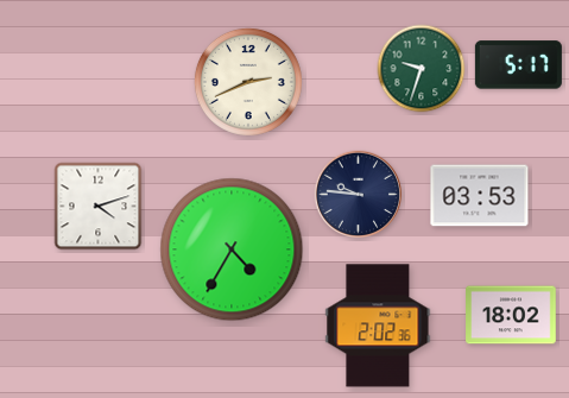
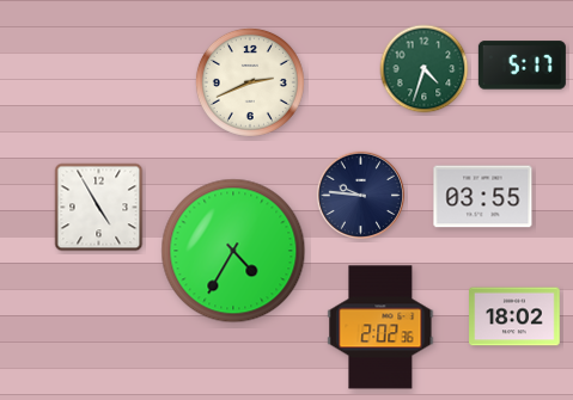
clock at (422, 69): 9:33 -> 4:33
clock at (480, 196): 03:53 -> 03:55
clock at (99, 207): 4:12 -> 4:55
